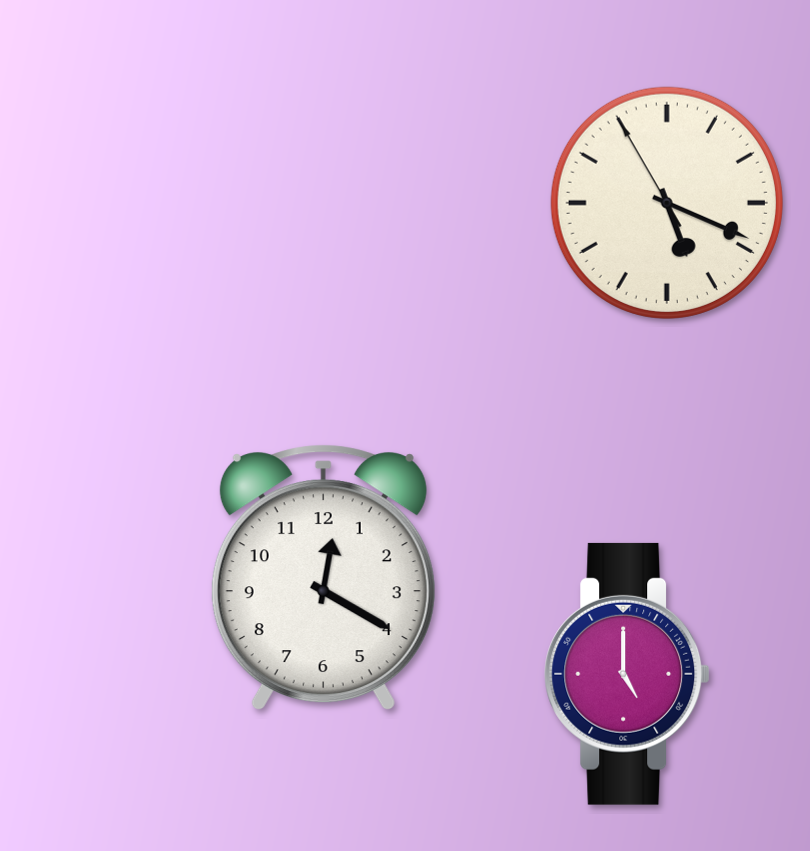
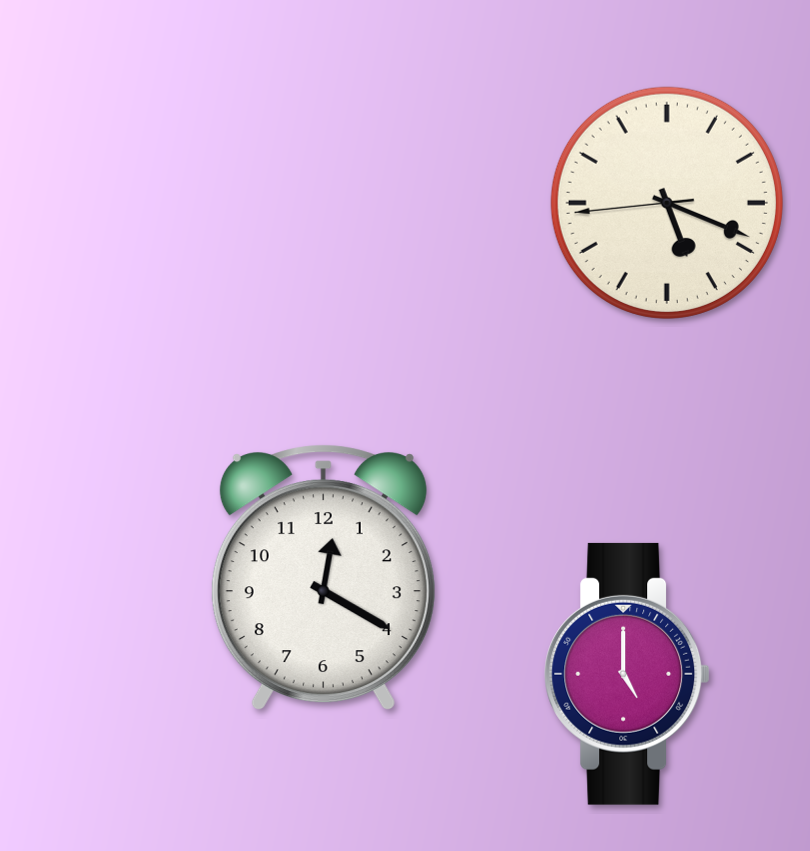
clock at (667, 203): 5:18:55 -> 5:18:44
